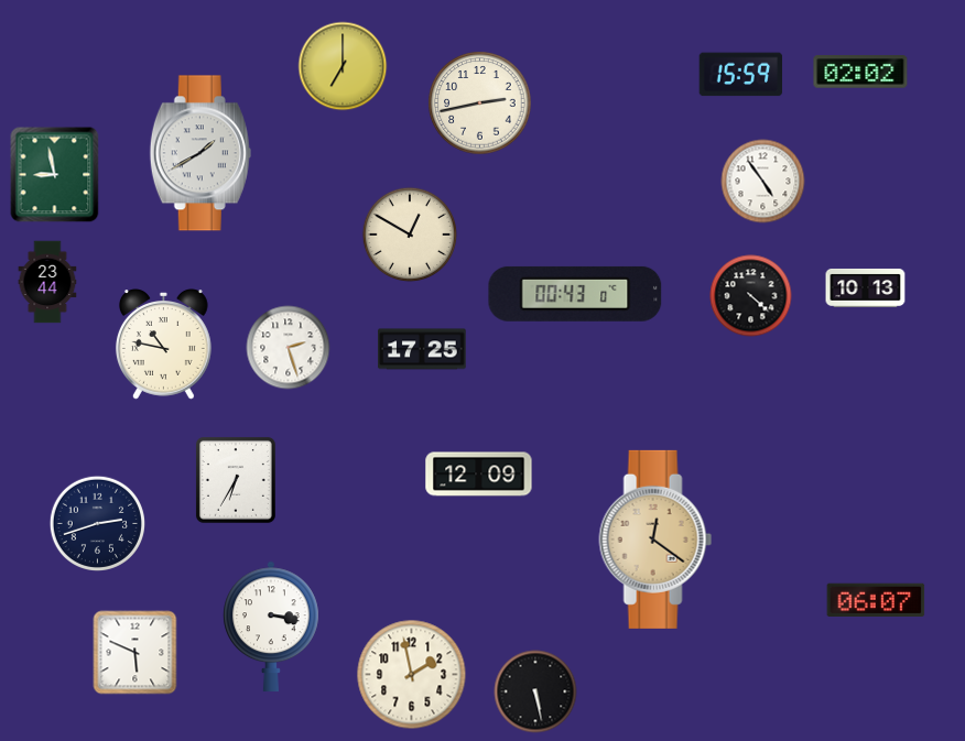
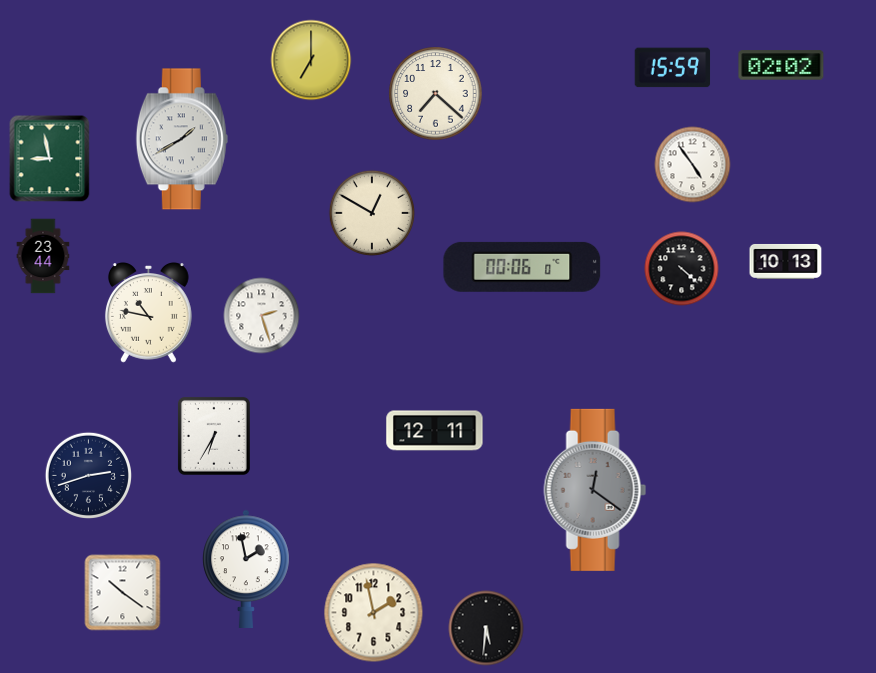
clock at (480, 103): 2:43 -> 7:22
clock at (575, 294): 00:43 -> 00:06
clock at (422, 349): 17:25 -> none
clock at (479, 475): 12:09 -> 12:11
clock at (655, 540) dial: champagne -> grey
clock at (876, 600): 06:07 -> none
clock at (271, 625): 3:17 -> 1:58
clock at (135, 653): 5:49 -> 10:21
clock at (535, 691): 5:28 -> 5:31
